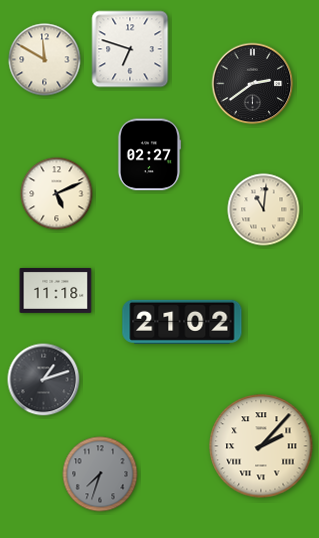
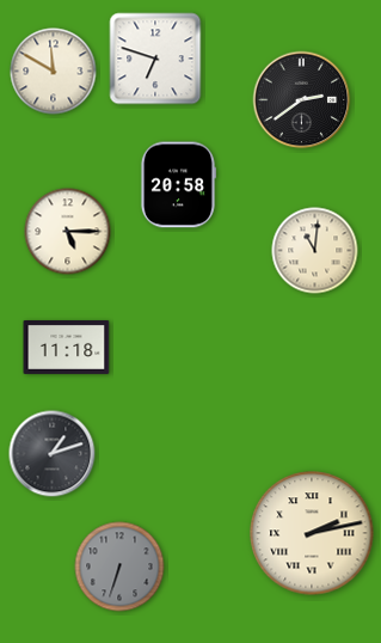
clock at (149, 155): 02:27 -> 20:58
clock at (57, 194): 5:11 -> 5:15
clock at (182, 322): 21:02 -> none
clock at (261, 446): 2:07 -> 2:13
clock at (100, 474): 7:33 -> 6:33
